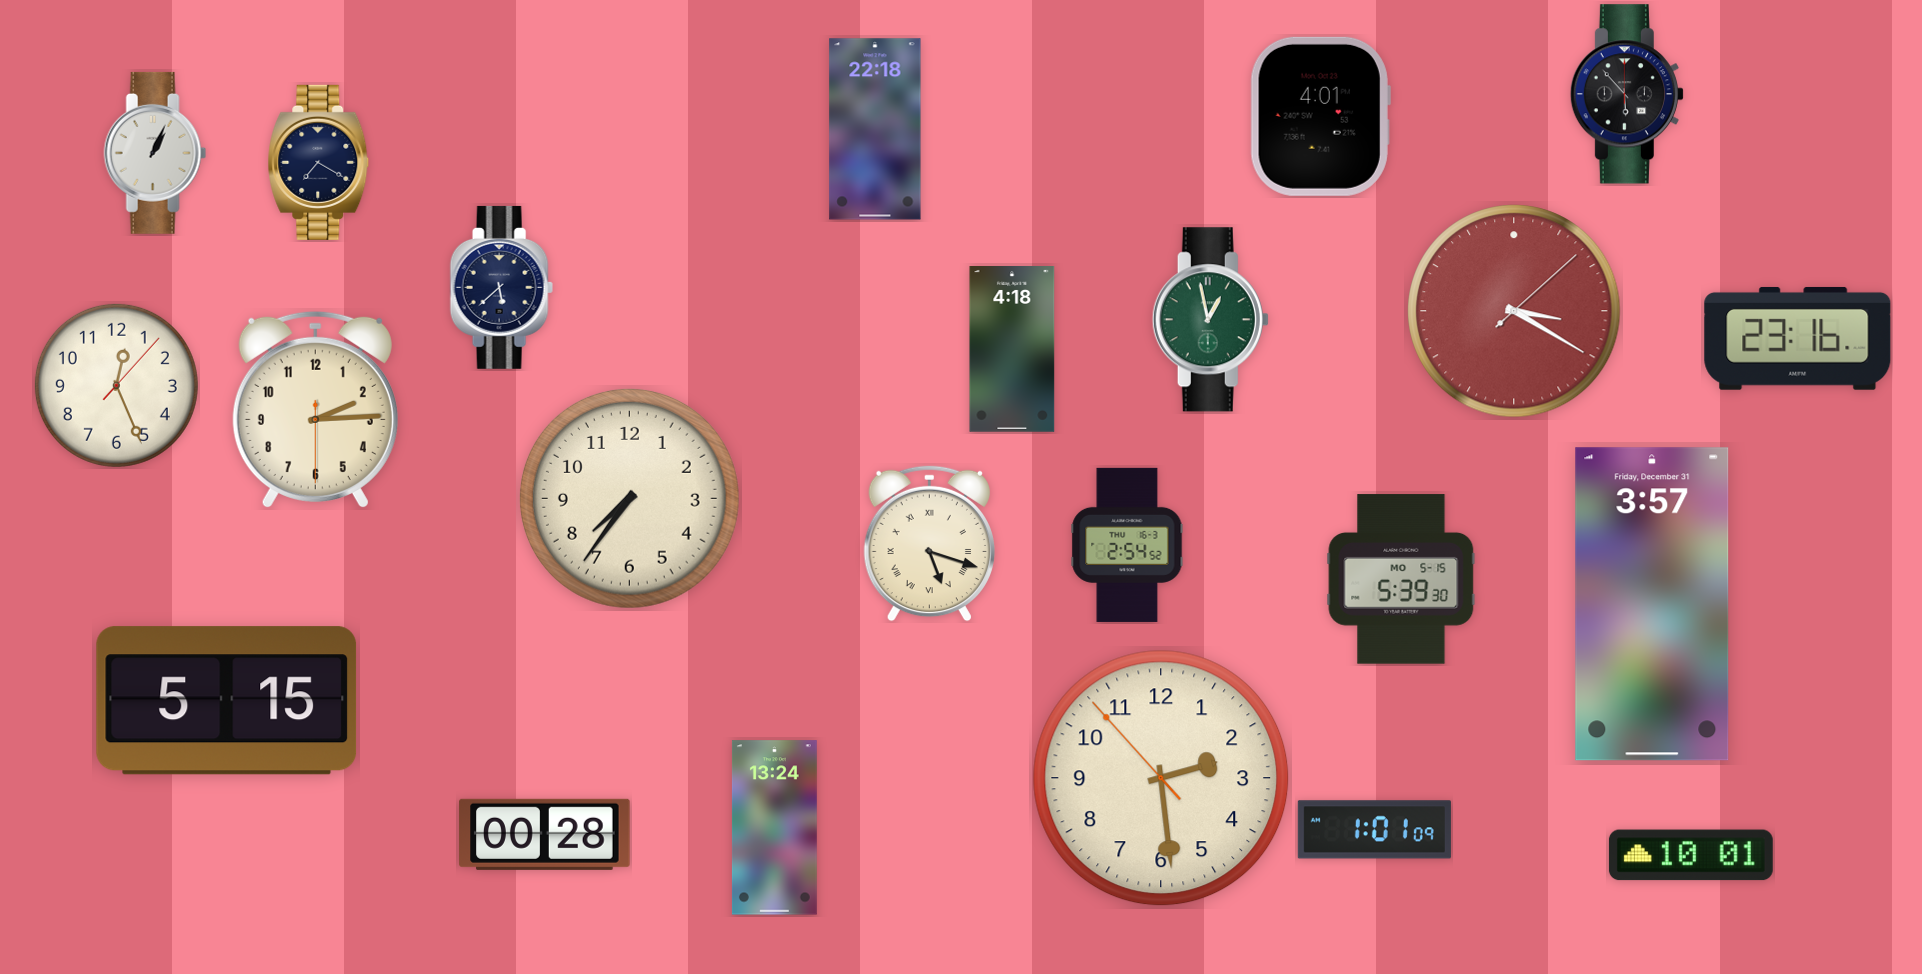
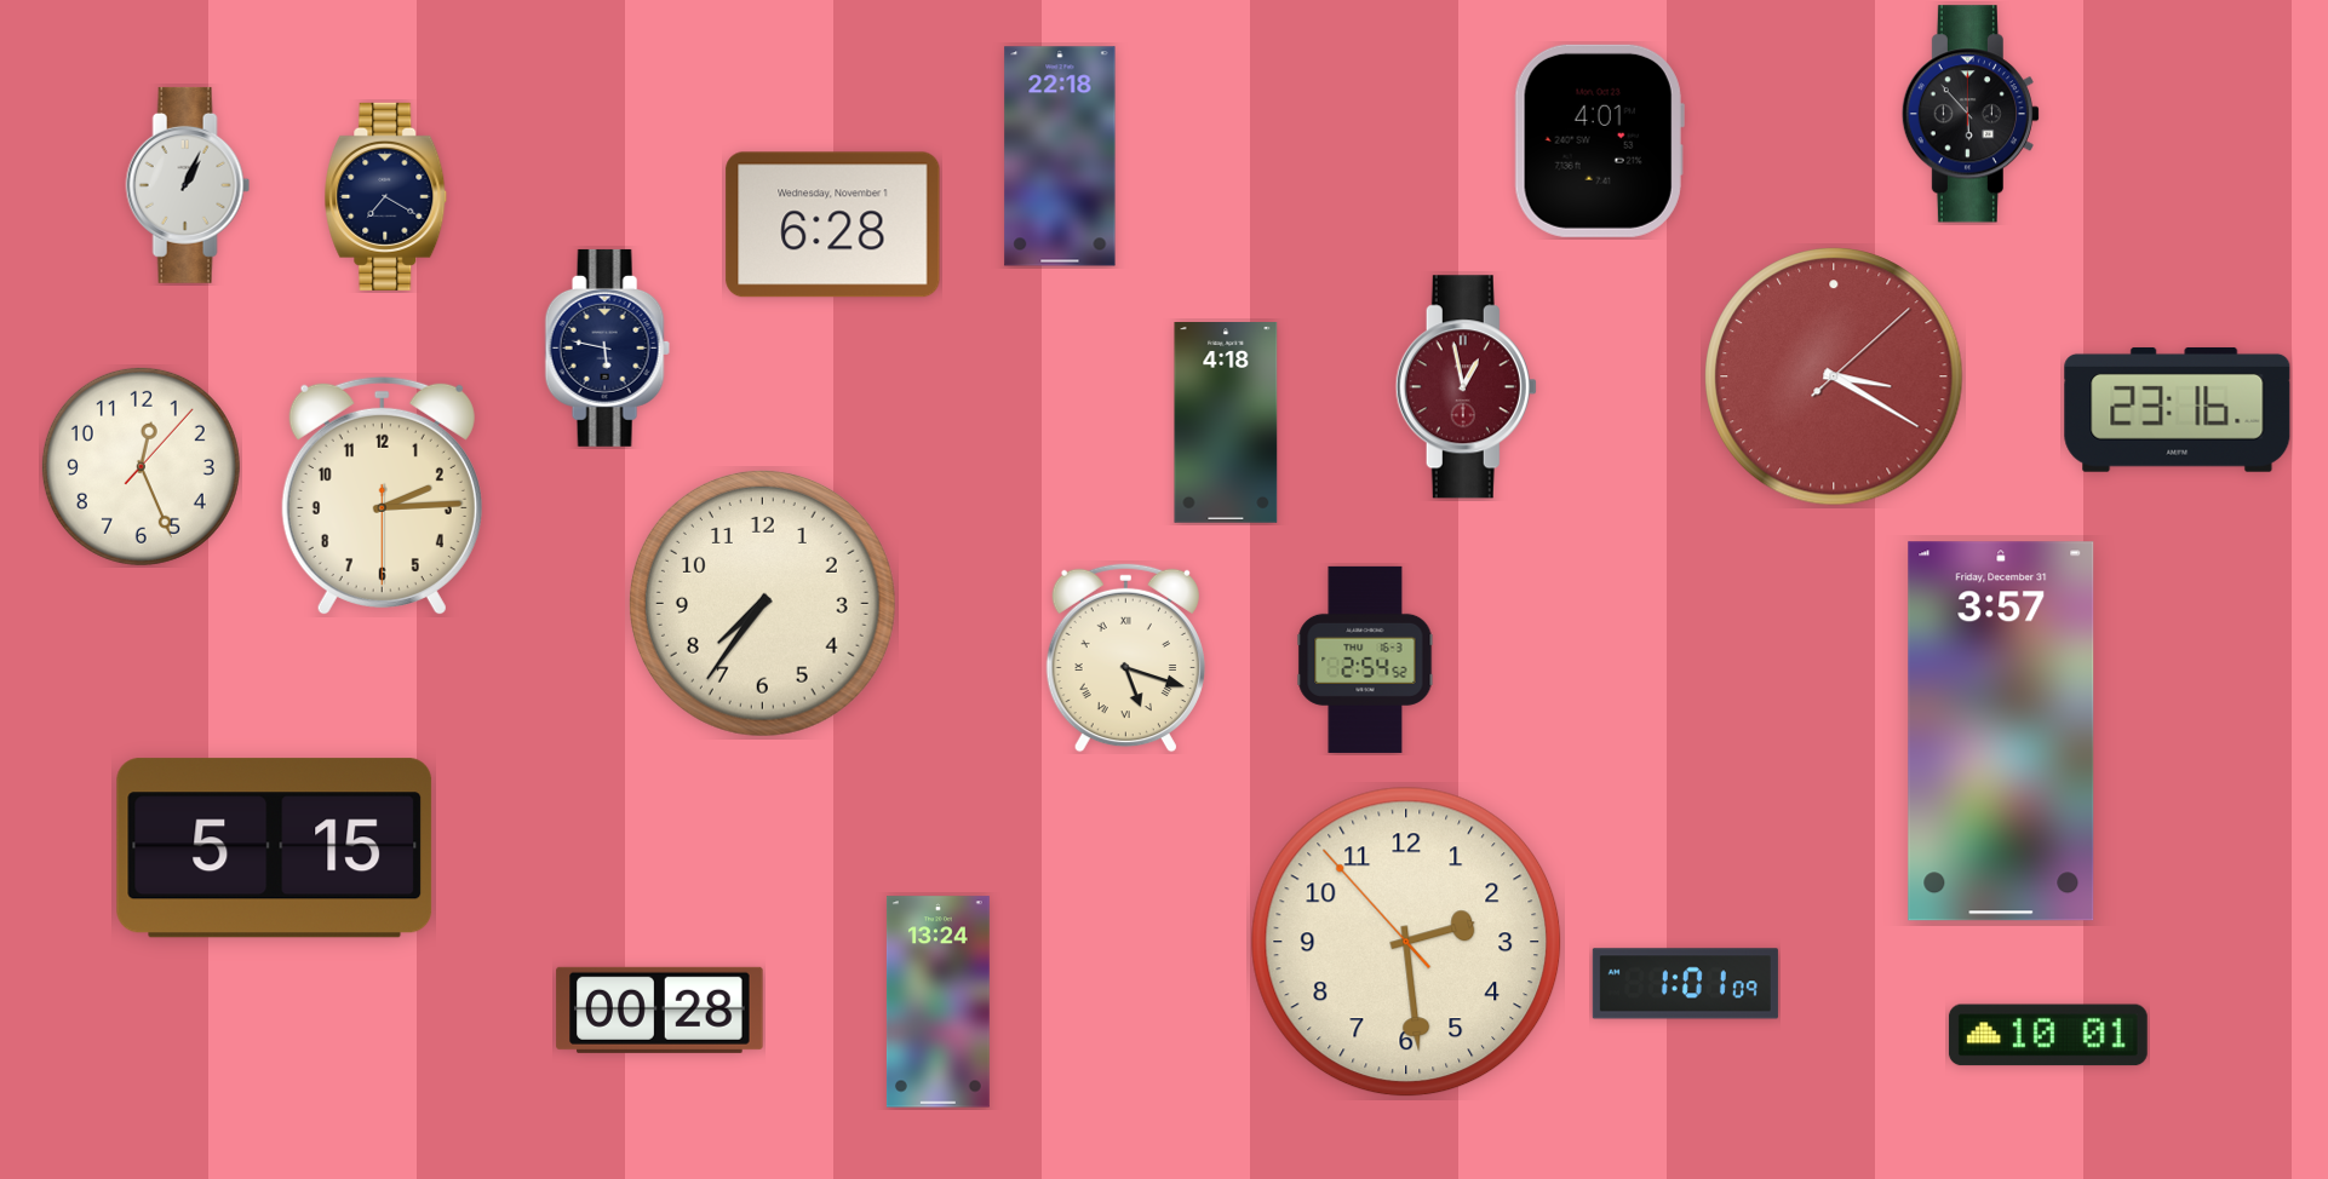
clock at (833, 225): none -> 6:28
clock at (501, 287): 5:38 -> 5:47
clock at (1210, 320) dial: green -> burgundy
clock at (1401, 579): 5:39 -> none
clock at (1374, 830) position: (1374, 830) -> (1685, 984)
